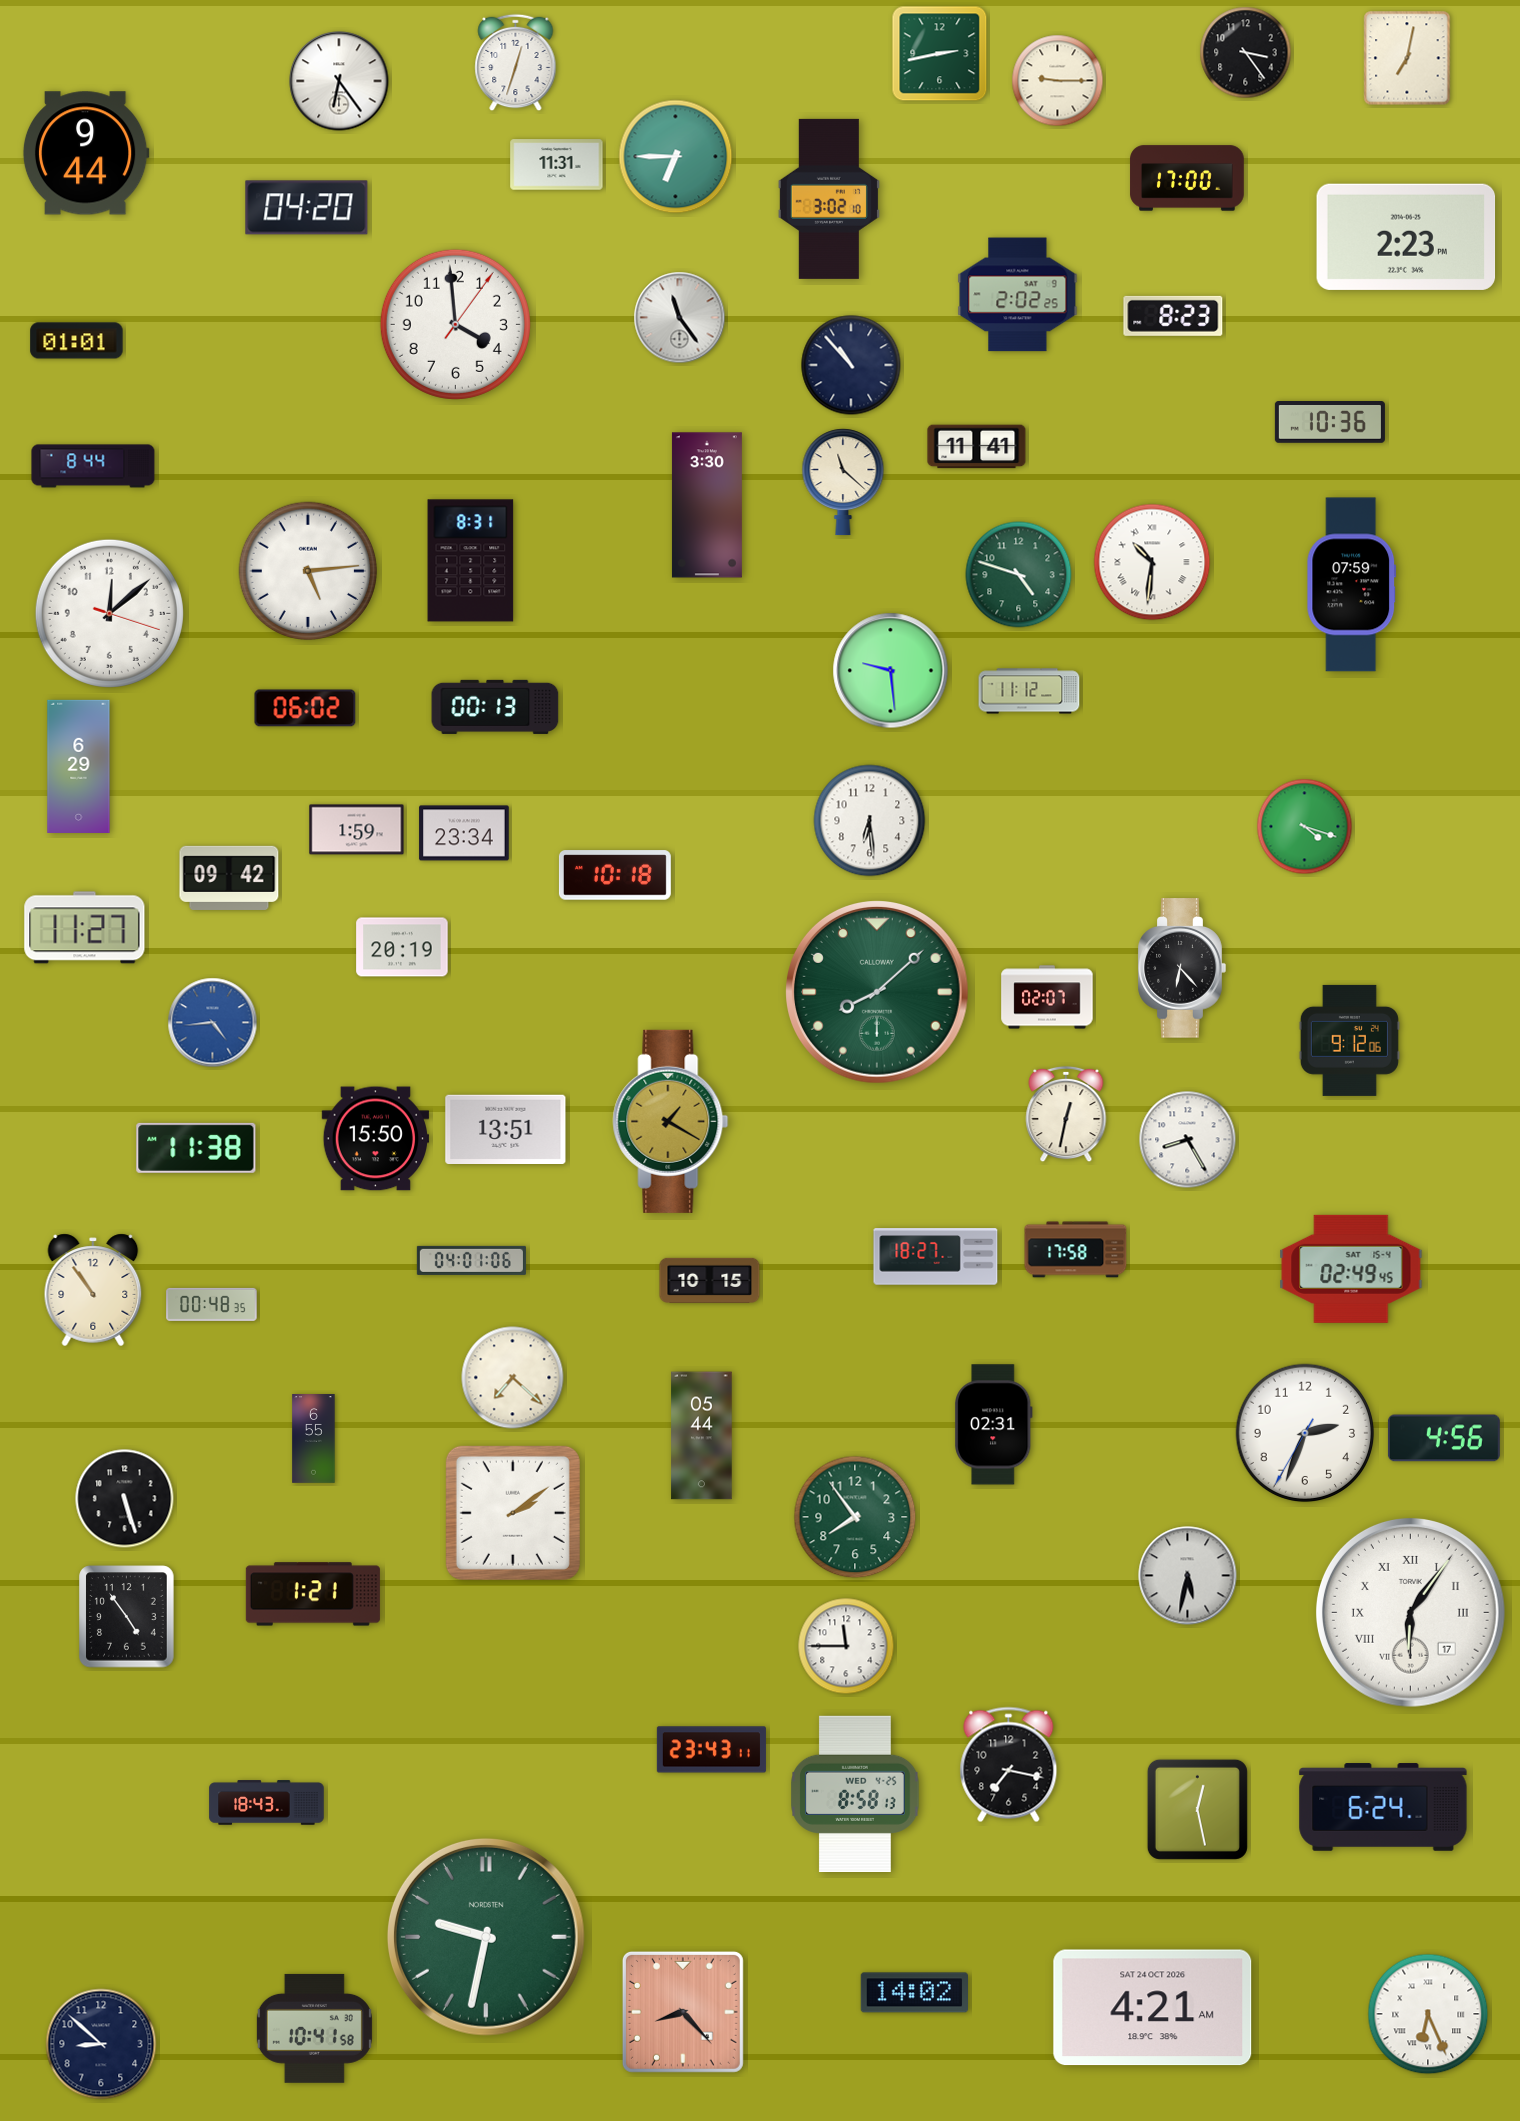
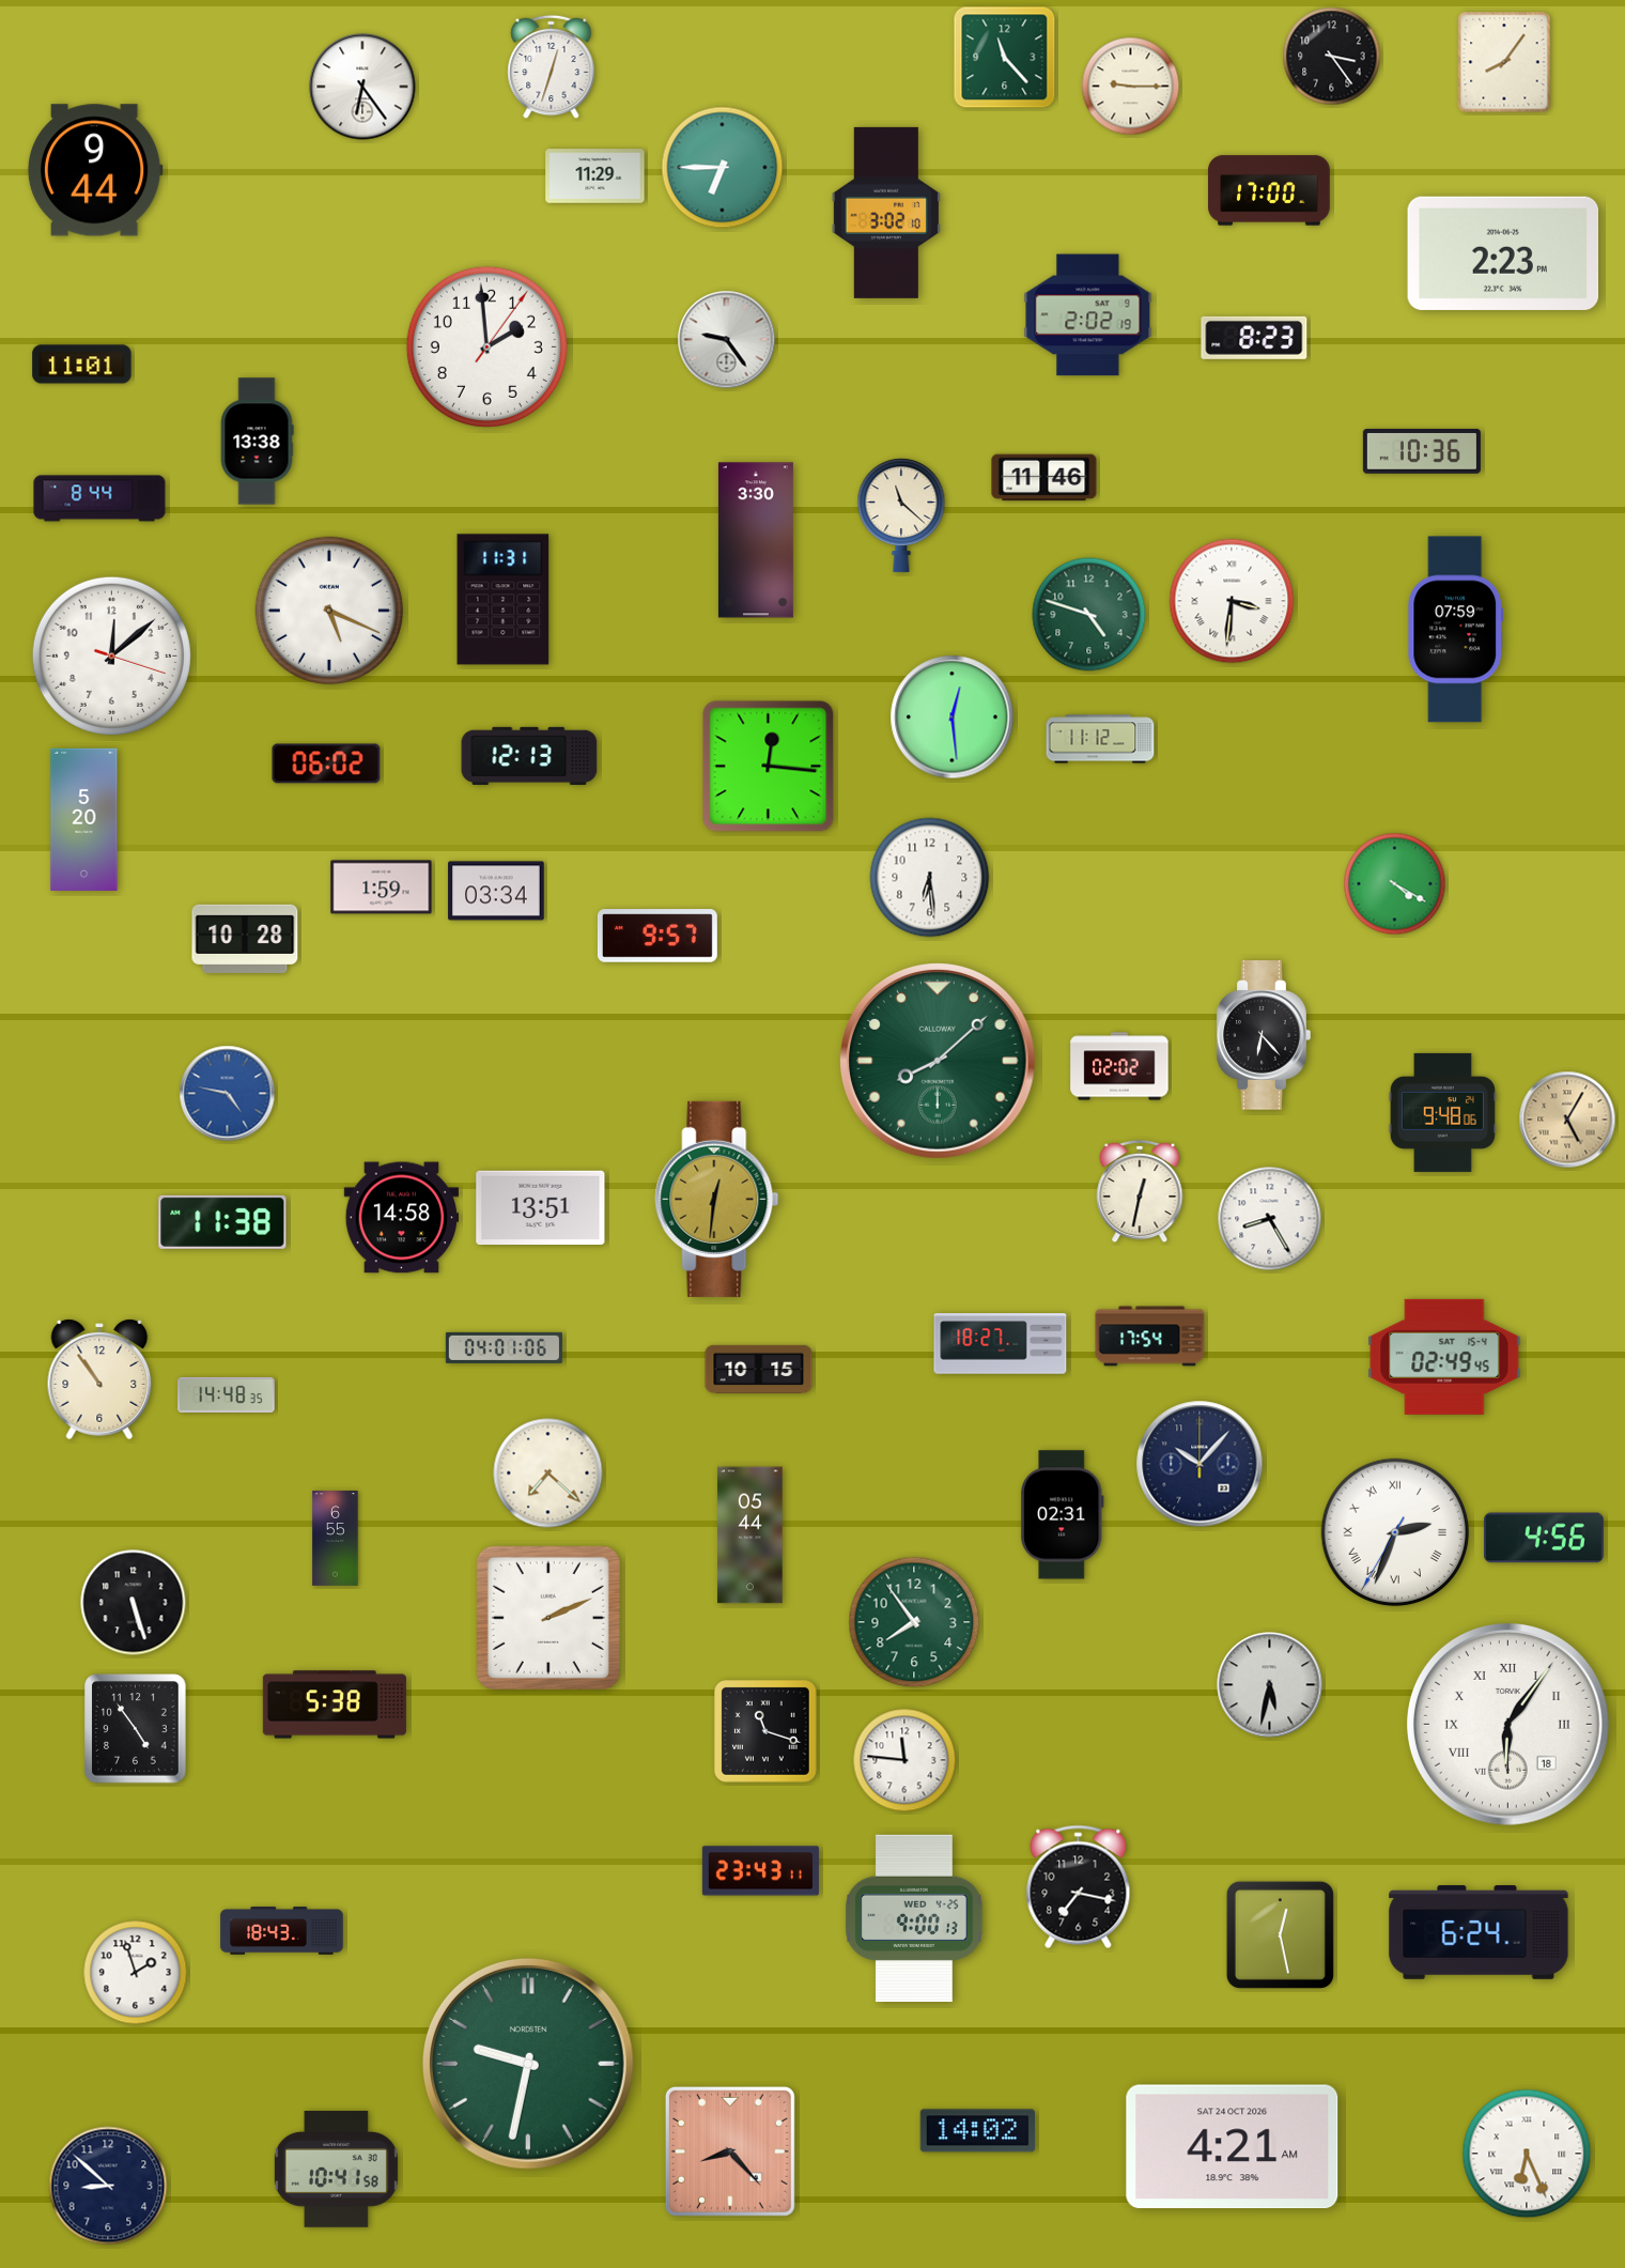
clock at (940, 54): 2:43 -> 11:23
clock at (1407, 58): 7:02 -> 8:06
clock at (86, 153) position: (86, 153) -> (95, 170)
clock at (557, 165): 11:31 -> 11:29
clock at (307, 208): 04:20 -> none
clock at (1018, 295): 2:02:25 -> 2:02:19
clock at (680, 318): 11:24 -> 9:24
clock at (455, 324): 3:59 -> 1:59
clock at (77, 341): 01:01 -> 11:01
clock at (851, 365): 10:53 -> none
clock at (257, 442): none -> 13:38
clock at (977, 447): 11:41 -> 11:46
clock at (471, 561): 8:31 -> 11:31
clock at (1152, 562): 10:31 -> 3:31
clock at (308, 571): 5:14 -> 5:19
clock at (1352, 585) position: (1352, 585) -> (1456, 630)
clock at (109, 613) position: (109, 613) -> (111, 655)
clock at (891, 671): 9:29 -> 12:29
clock at (495, 707): 00:13 -> 12:13
clock at (305, 708) position: (305, 708) -> (326, 763)
clock at (769, 767): none -> 12:16
clock at (79, 766): 6:29 -> 5:20
clock at (1305, 827): 4:18 -> 4:20
clock at (464, 833): 23:34 -> 03:34
clock at (615, 875): 10:18 -> 9:57
clock at (229, 878): 09:42 -> 10:28
clock at (85, 928): 11:27 -> none
clock at (402, 947): 20:19 -> none
clock at (1047, 997): 02:07 -> 02:02
clock at (213, 1023): 4:44 -> 4:47
clock at (1349, 1040): 9:12 -> 9:48
clock at (1567, 1120): none -> 5:05
clock at (671, 1121): 1:20 -> 12:31
clock at (376, 1139): 15:50 -> 14:58
clock at (196, 1148) position: (196, 1148) -> (222, 1222)
clock at (1076, 1250): 17:58 -> 17:54
clock at (212, 1304): 00:48 -> 14:48
clock at (1200, 1464): none -> 10:07
clock at (993, 1425) position: (993, 1425) -> (1062, 1515)
clock at (1305, 1433) numerals: Arabic -> Roman
clock at (513, 1513): 2:09 -> 2:11
clock at (313, 1594): 1:21 -> 5:38
clock at (1410, 1612) date: 17 -> 18
clock at (767, 1732): none -> 11:18
clock at (846, 1646): 11:45 -> 11:46
clock at (855, 1793): 8:58 -> 9:00
clock at (267, 1803) position: (267, 1803) -> (282, 1931)
clock at (136, 1973): none -> 1:57
clock at (486, 1937) position: (486, 1937) -> (528, 2064)
